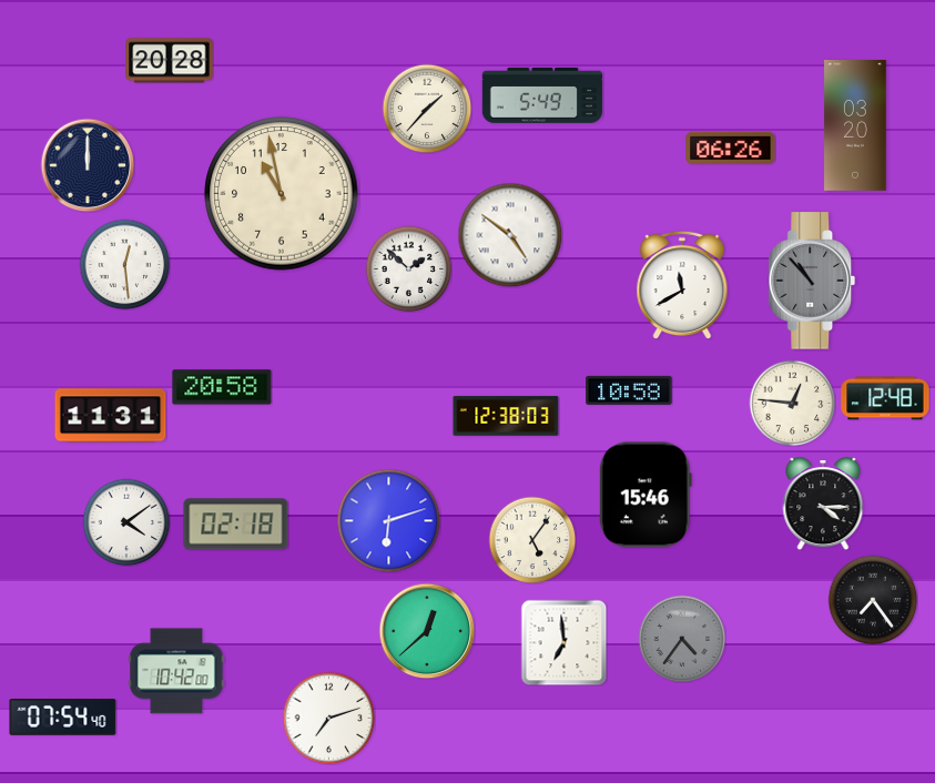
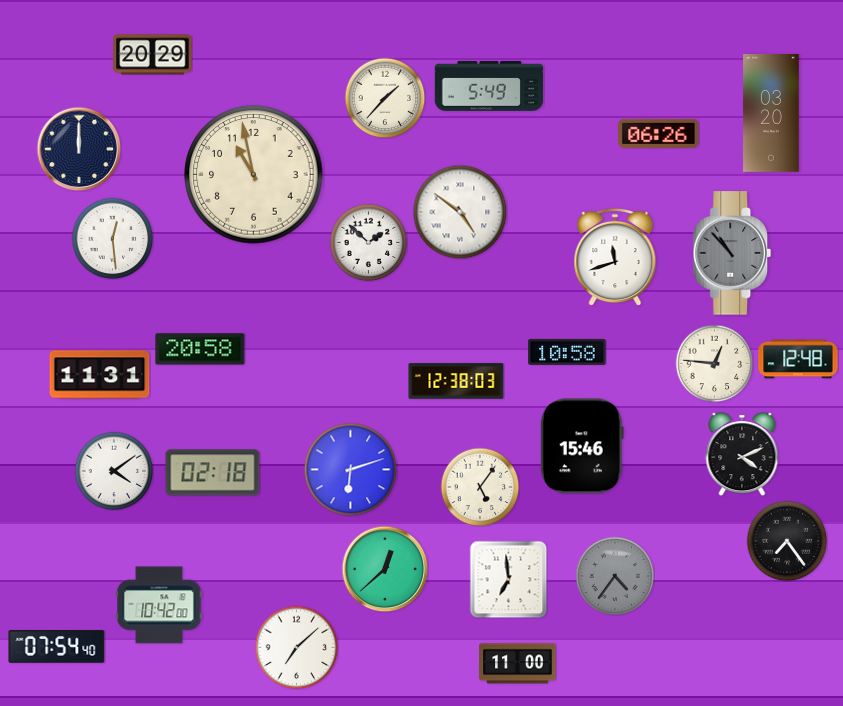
clock at (170, 61): 20:28 -> 20:29
clock at (682, 285): 11:40 -> 11:42
clock at (506, 416) position: (506, 416) -> (456, 381)
clock at (823, 504): 4:15 -> 4:11
clock at (328, 718): 7:12 -> 7:08
clock at (518, 664): none -> 11:00
